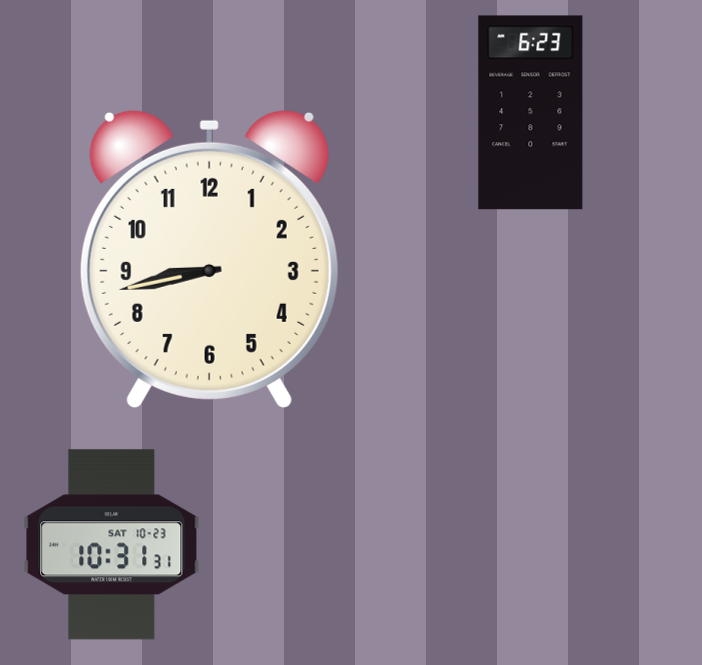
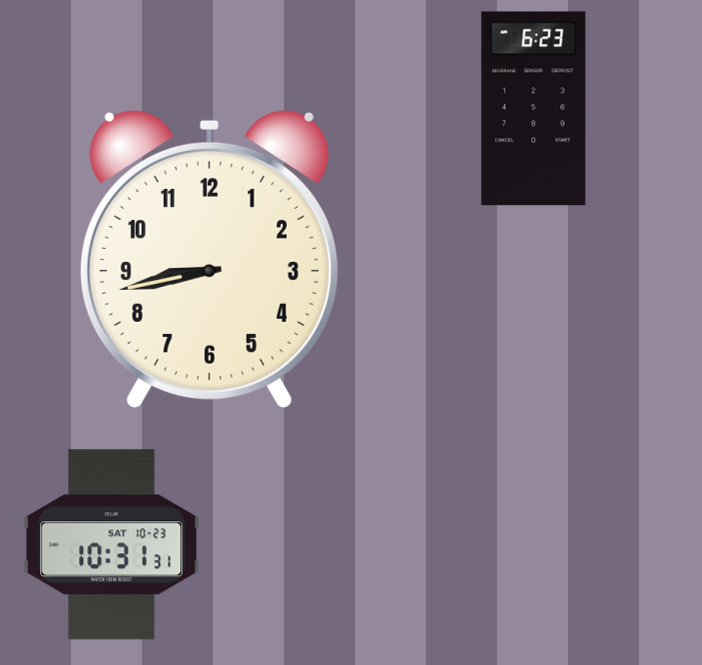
clock at (531, 113) position: (531, 113) -> (534, 109)
